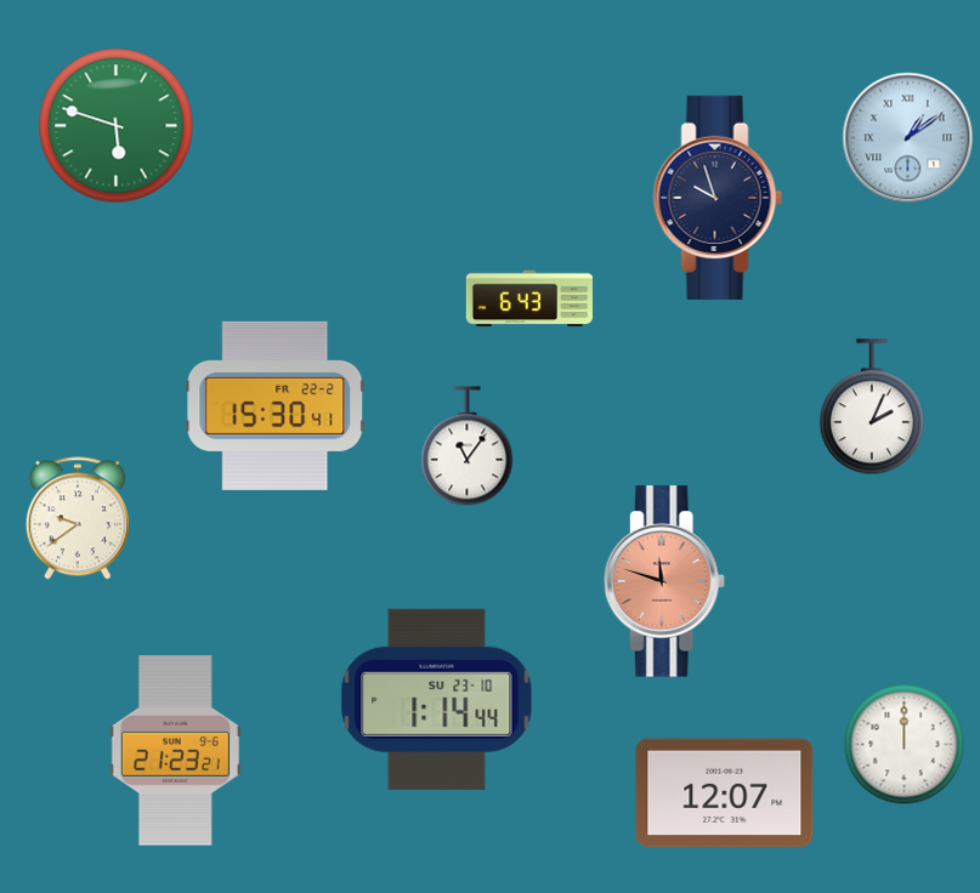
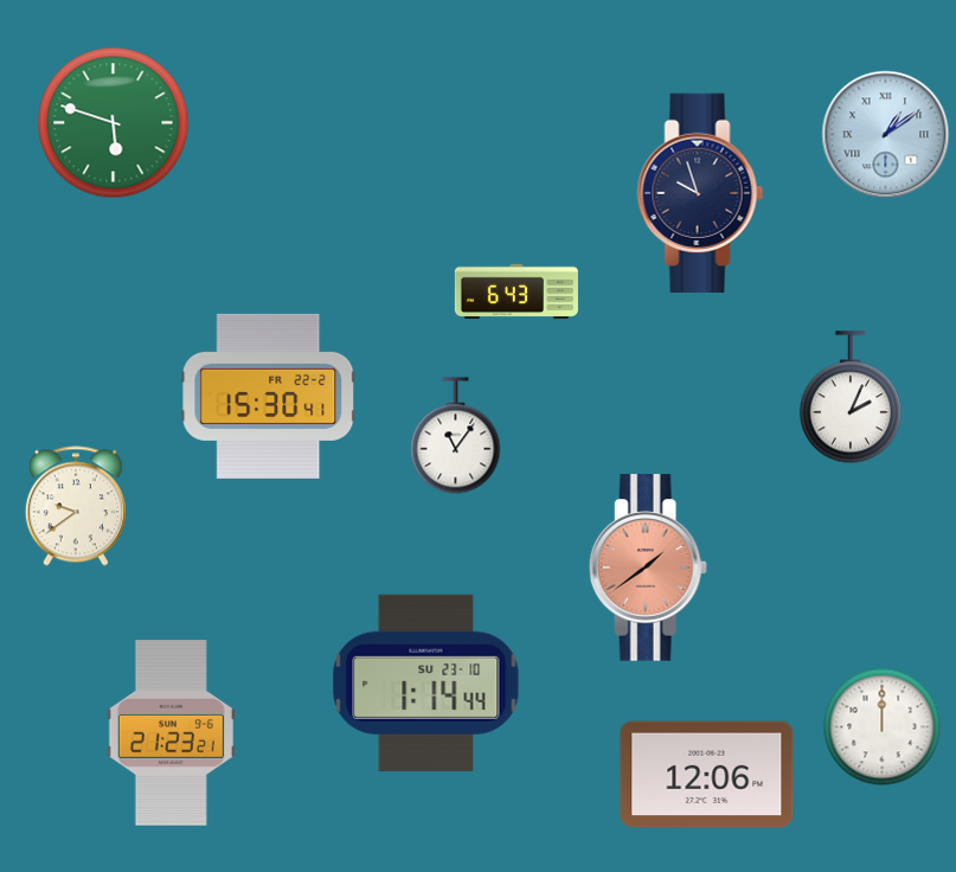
clock at (664, 581): 11:48 -> 1:39
clock at (725, 794): 12:07 -> 12:06
